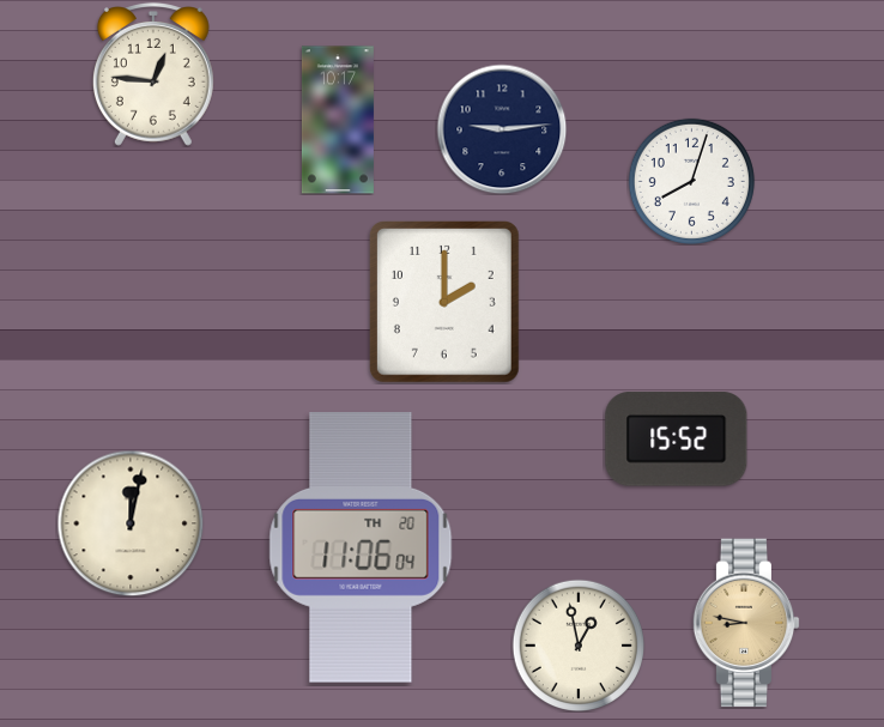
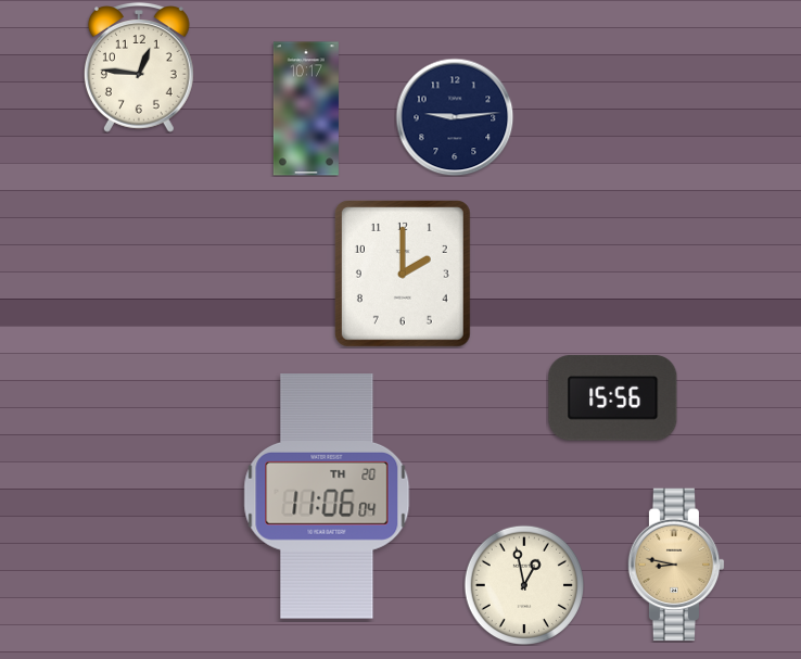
clock at (691, 181): 8:03 -> none
clock at (677, 440): 15:52 -> 15:56
clock at (131, 523): 12:02 -> none
